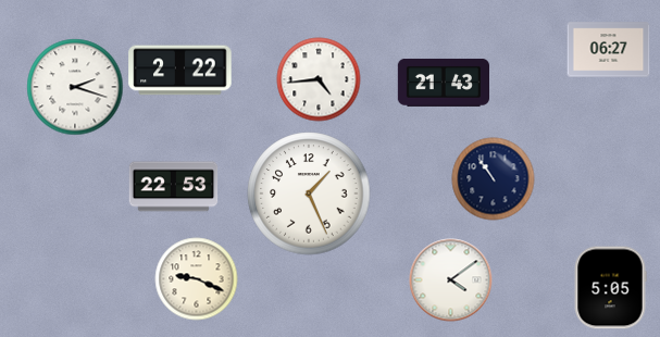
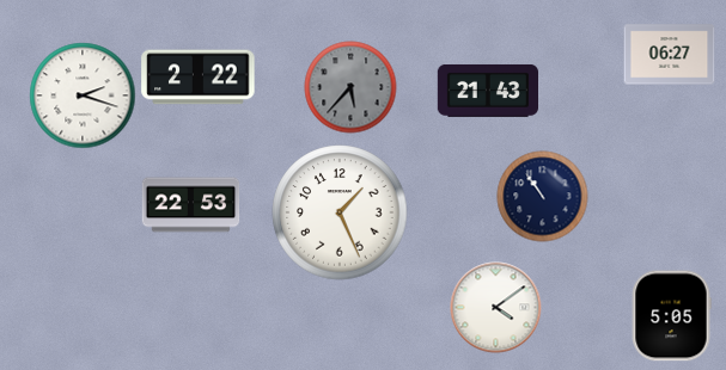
clock at (319, 79): 4:44 -> 5:37
clock at (319, 79) dial: white -> grey
clock at (197, 279): 9:19 -> none
